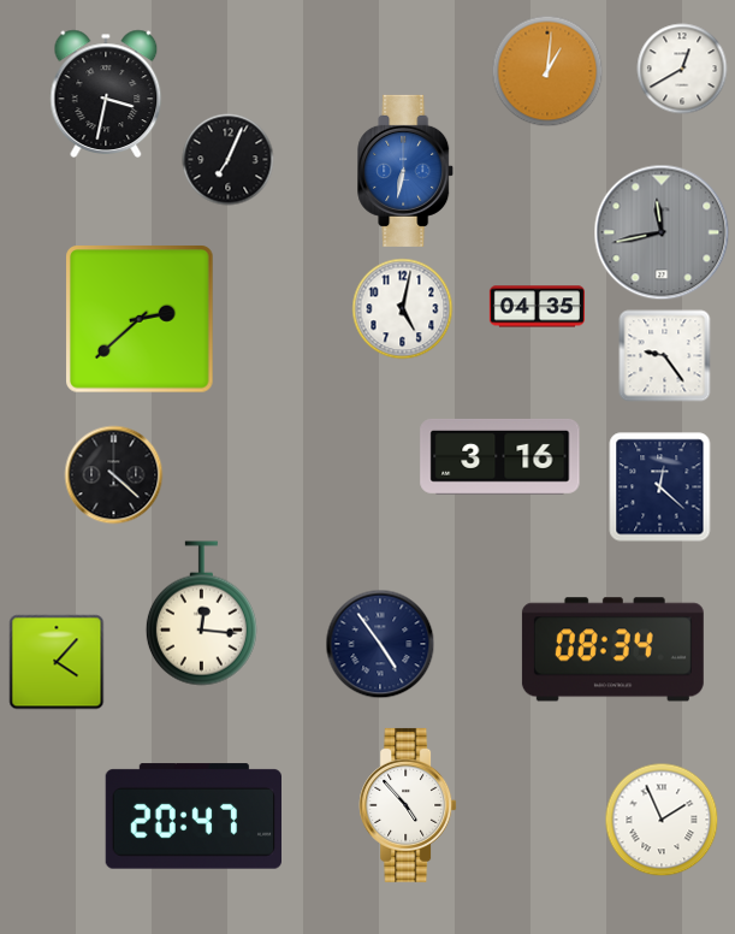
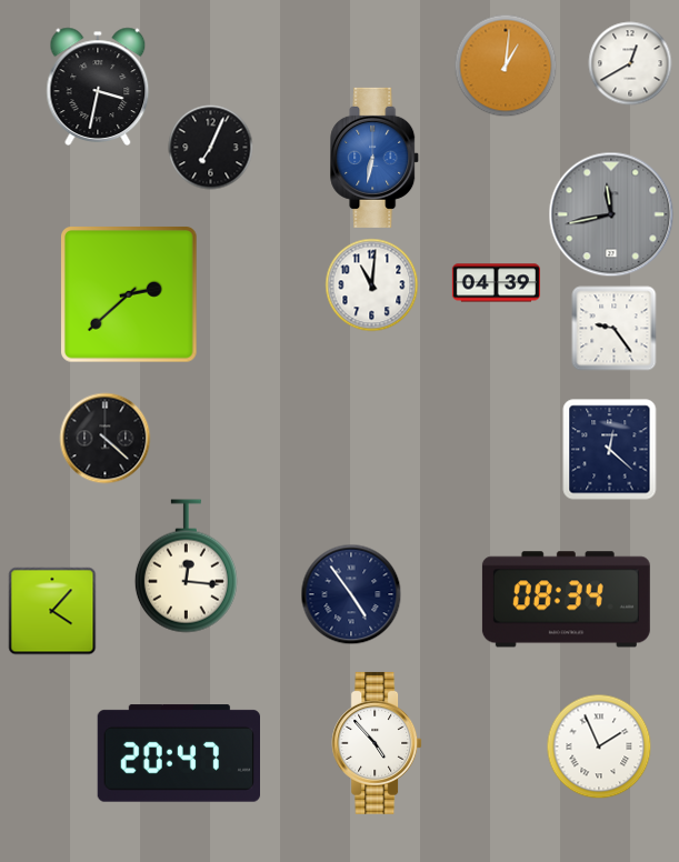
clock at (537, 307): 04:35 -> 04:39
clock at (403, 309): 5:02 -> 11:01
clock at (500, 456): 3:16 -> none
clock at (662, 820) position: (662, 820) -> (599, 746)
